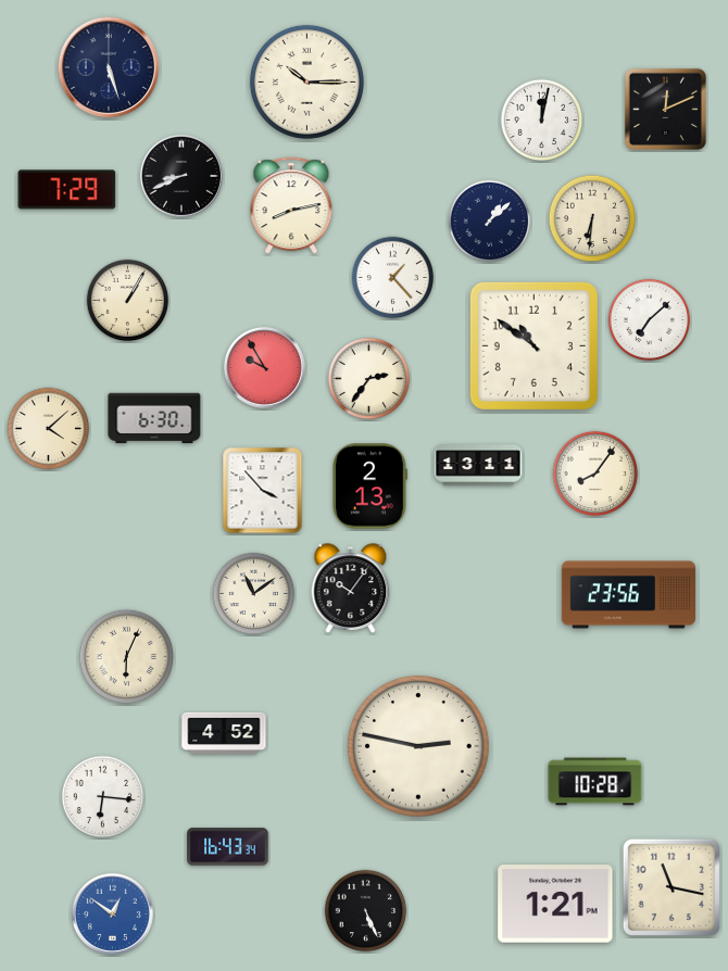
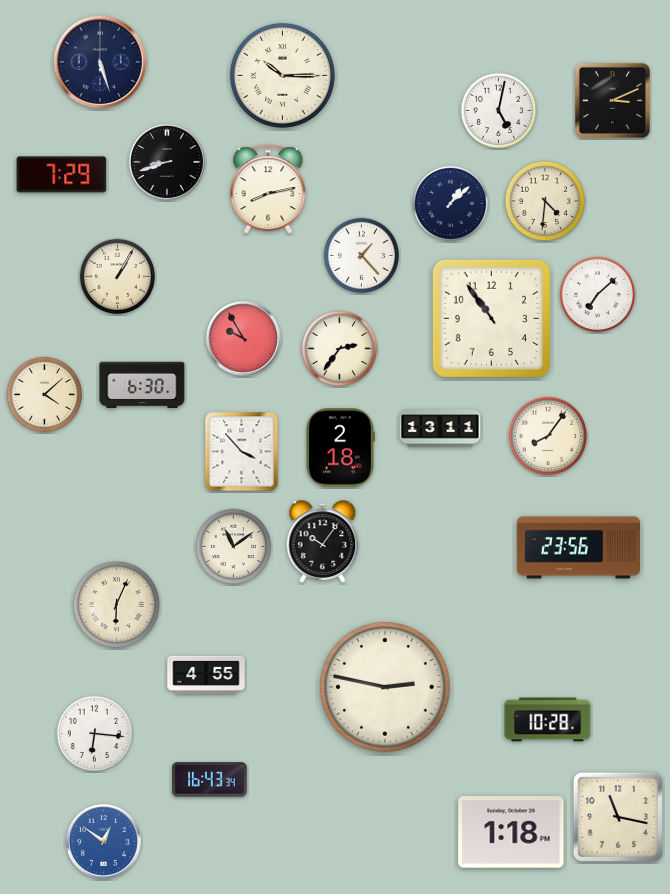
clock at (665, 109): 12:11 -> 3:11
clock at (542, 121): 12:02 -> 5:02
clock at (181, 176): 8:41 -> 8:42
clock at (592, 218): 6:31 -> 4:31
clock at (534, 345): 10:51 -> 10:54
clock at (369, 487): 2:13 -> 2:18
clock at (224, 733): 4:52 -> 4:55
clock at (555, 904): 1:21 -> 1:18
clock at (366, 911): 5:26 -> none
